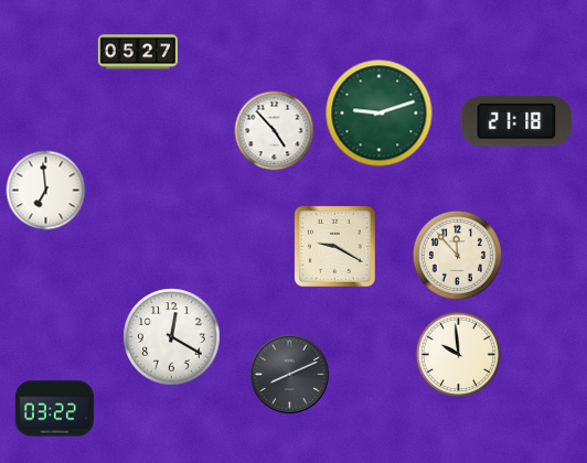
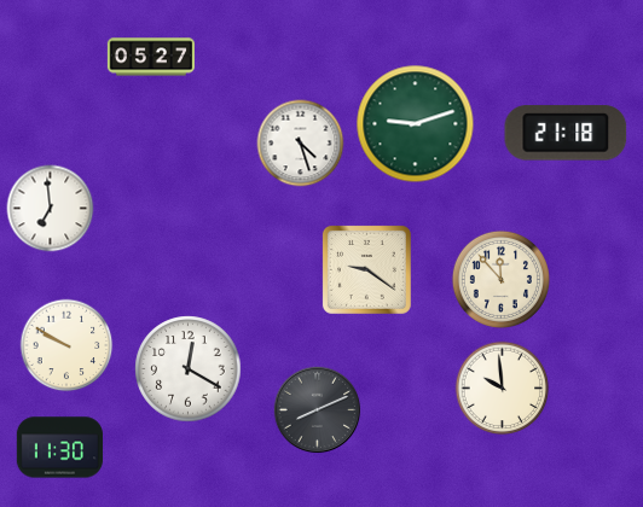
clock at (275, 131): 4:53 -> 4:27
clock at (334, 246): 9:20 -> 9:21
clock at (66, 345): none -> 9:50
clock at (55, 409): 03:22 -> 11:30
